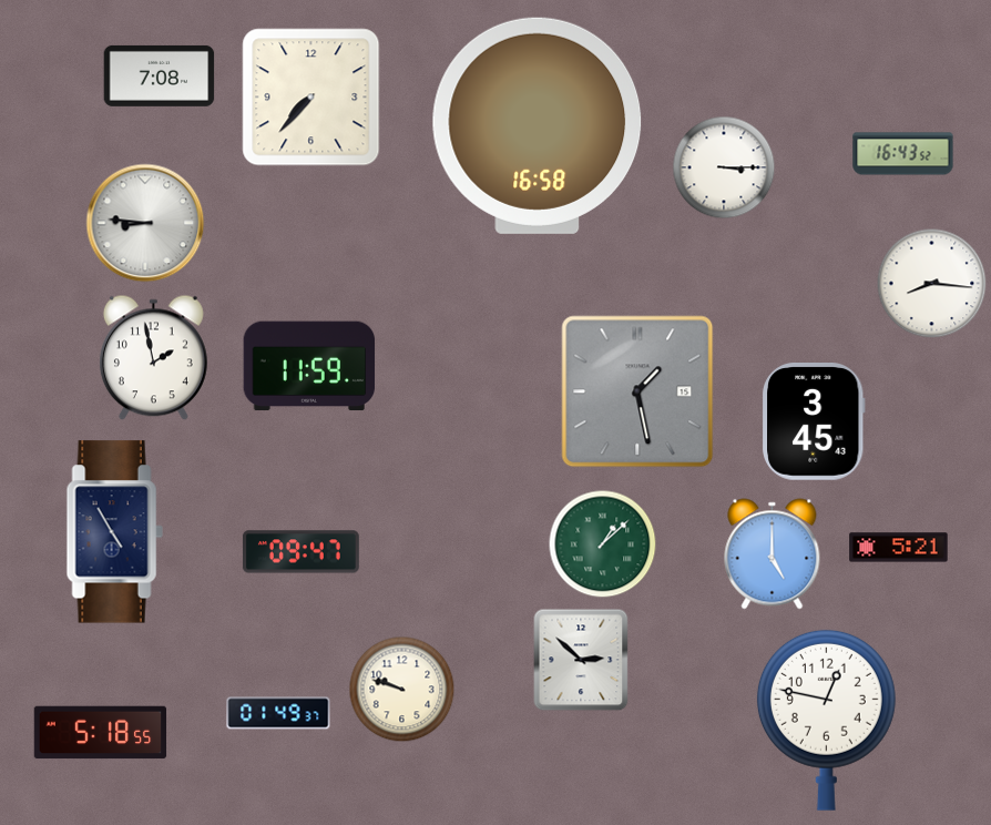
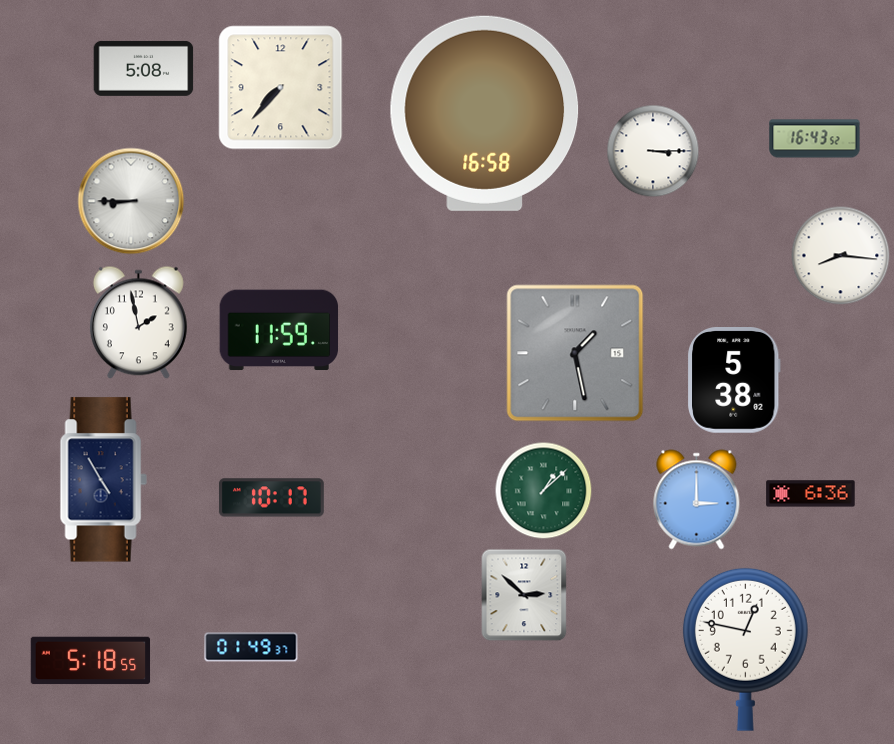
clock at (160, 75): 7:08 -> 5:08
clock at (145, 223): 8:46 -> 8:45
clock at (815, 422): 3:45 -> 5:38
clock at (899, 548): 5:21 -> 6:36
clock at (300, 552): 09:47 -> 10:17
clock at (773, 554): 5:00 -> 3:00
clock at (402, 690): 9:48 -> none
clock at (278, 713) position: (278, 713) -> (251, 647)
